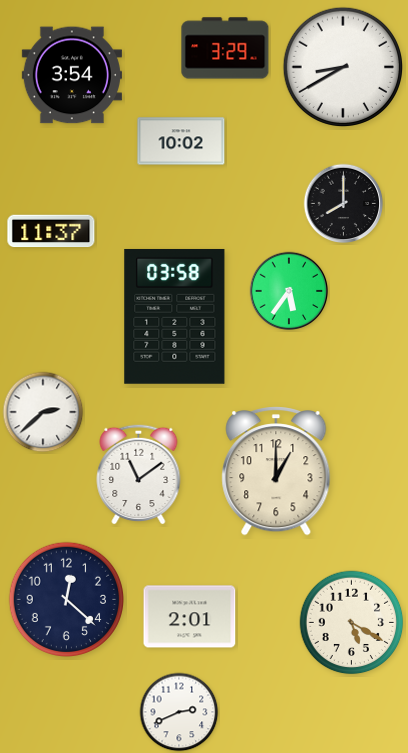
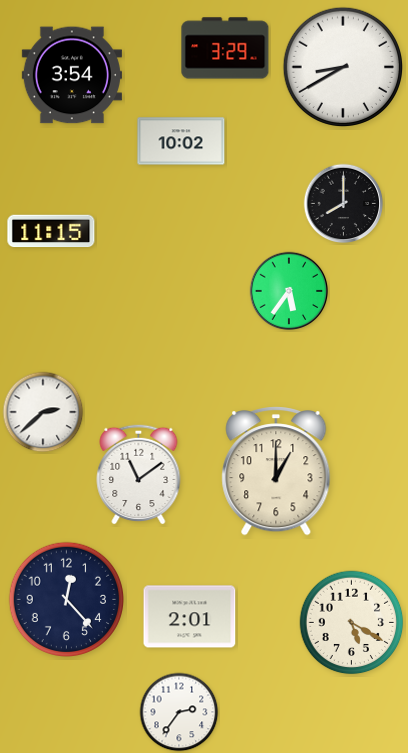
clock at (51, 231): 11:37 -> 11:15
clock at (175, 316): 03:58 -> none
clock at (67, 600): 12:22 -> 12:23
clock at (179, 712): 2:41 -> 2:36
